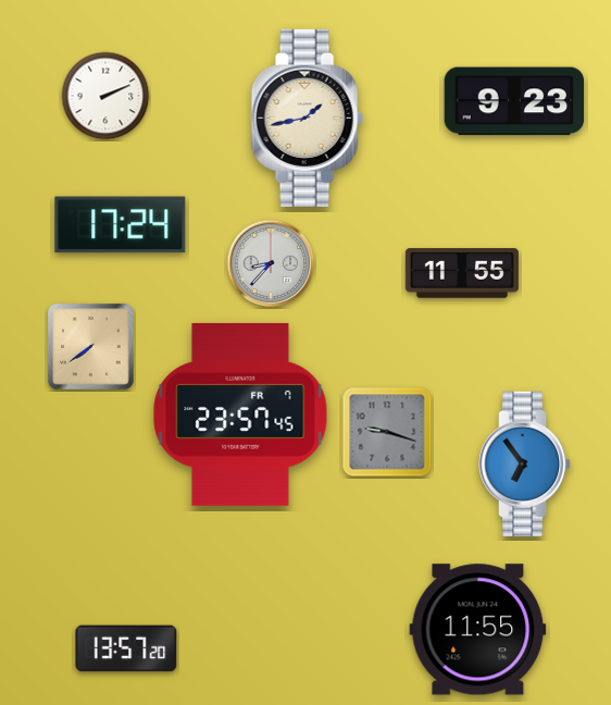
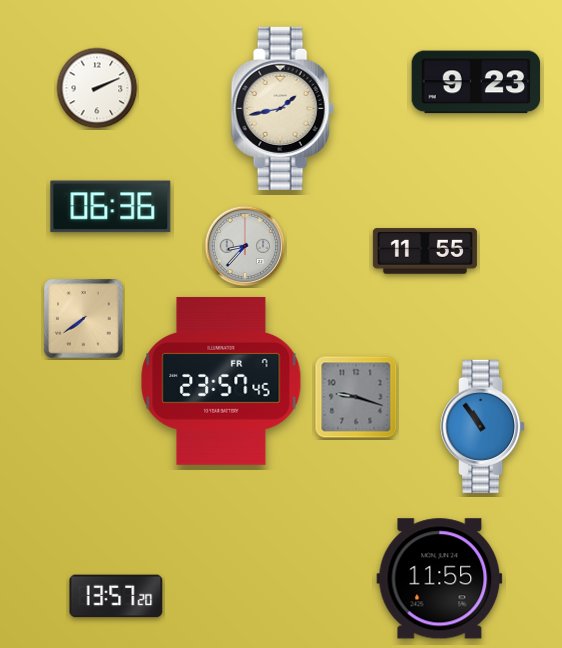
clock at (514, 101) position: (514, 101) -> (476, 82)
clock at (121, 225): 17:24 -> 06:36
clock at (271, 263) position: (271, 263) -> (245, 246)
clock at (525, 463): 6:54 -> 10:54
